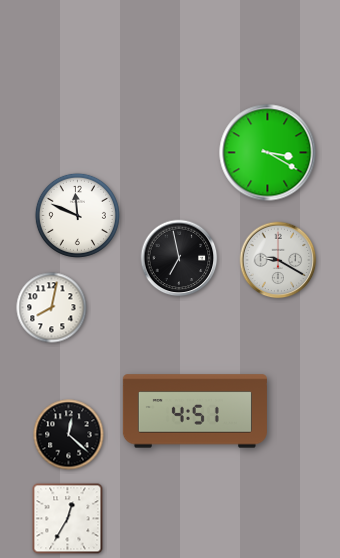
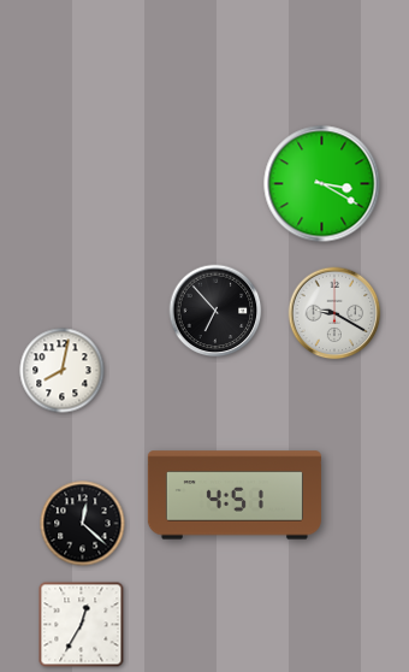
clock at (77, 215): 11:49 -> none
clock at (179, 258): 6:58 -> 6:53
